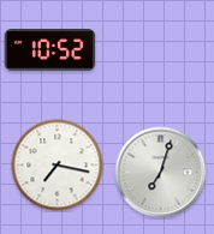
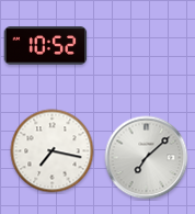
clock at (161, 173): 7:03 -> 7:08
